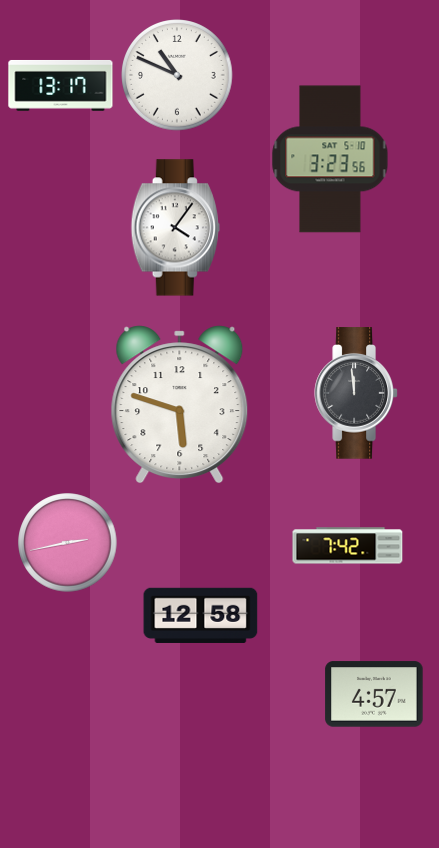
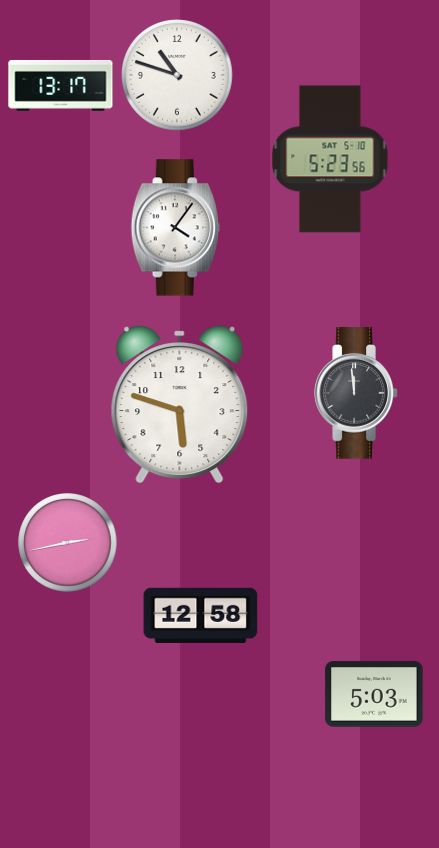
clock at (177, 75): 10:49 -> 10:48
clock at (330, 159): 3:23 -> 5:23
clock at (348, 546): 7:42 -> none
clock at (374, 694): 4:57 -> 5:03
